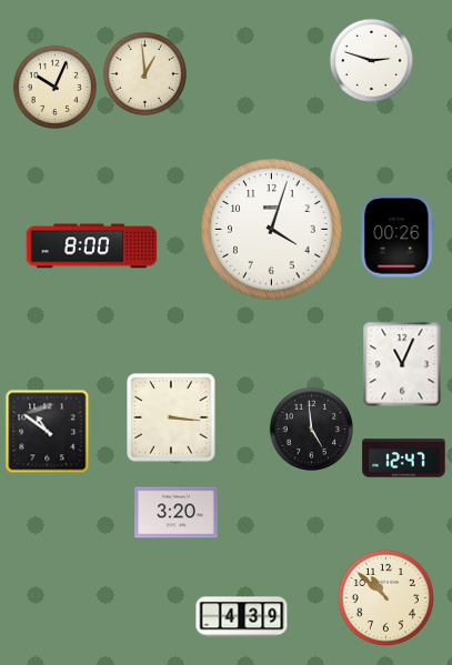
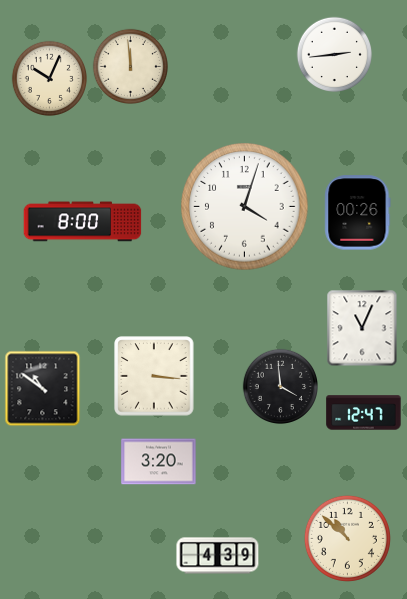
clock at (371, 60): 2:48 -> 2:44
clock at (144, 73): 12:59 -> 11:59
clock at (311, 429): 4:59 -> 3:59
